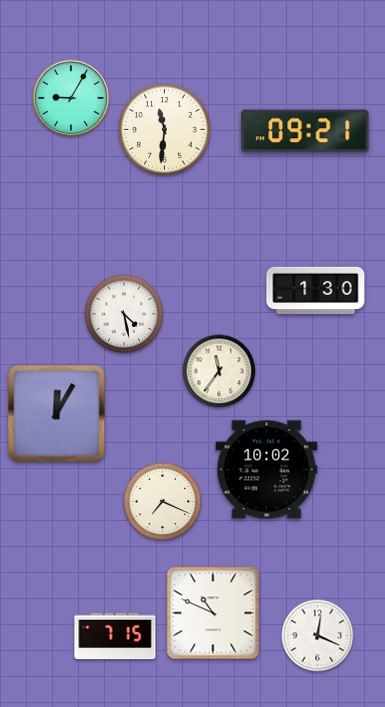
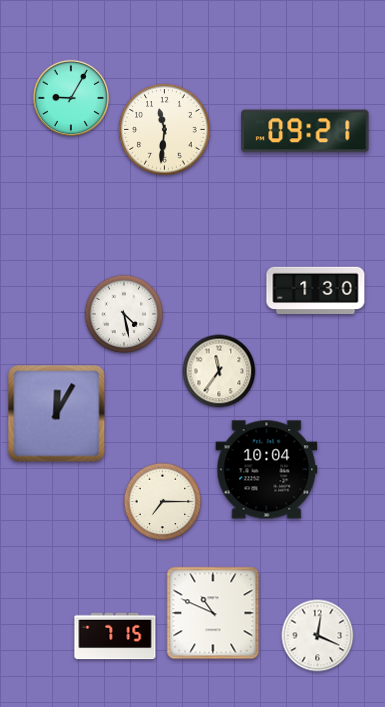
clock at (267, 470): 10:02 -> 10:04
clock at (163, 502): 7:19 -> 7:15
